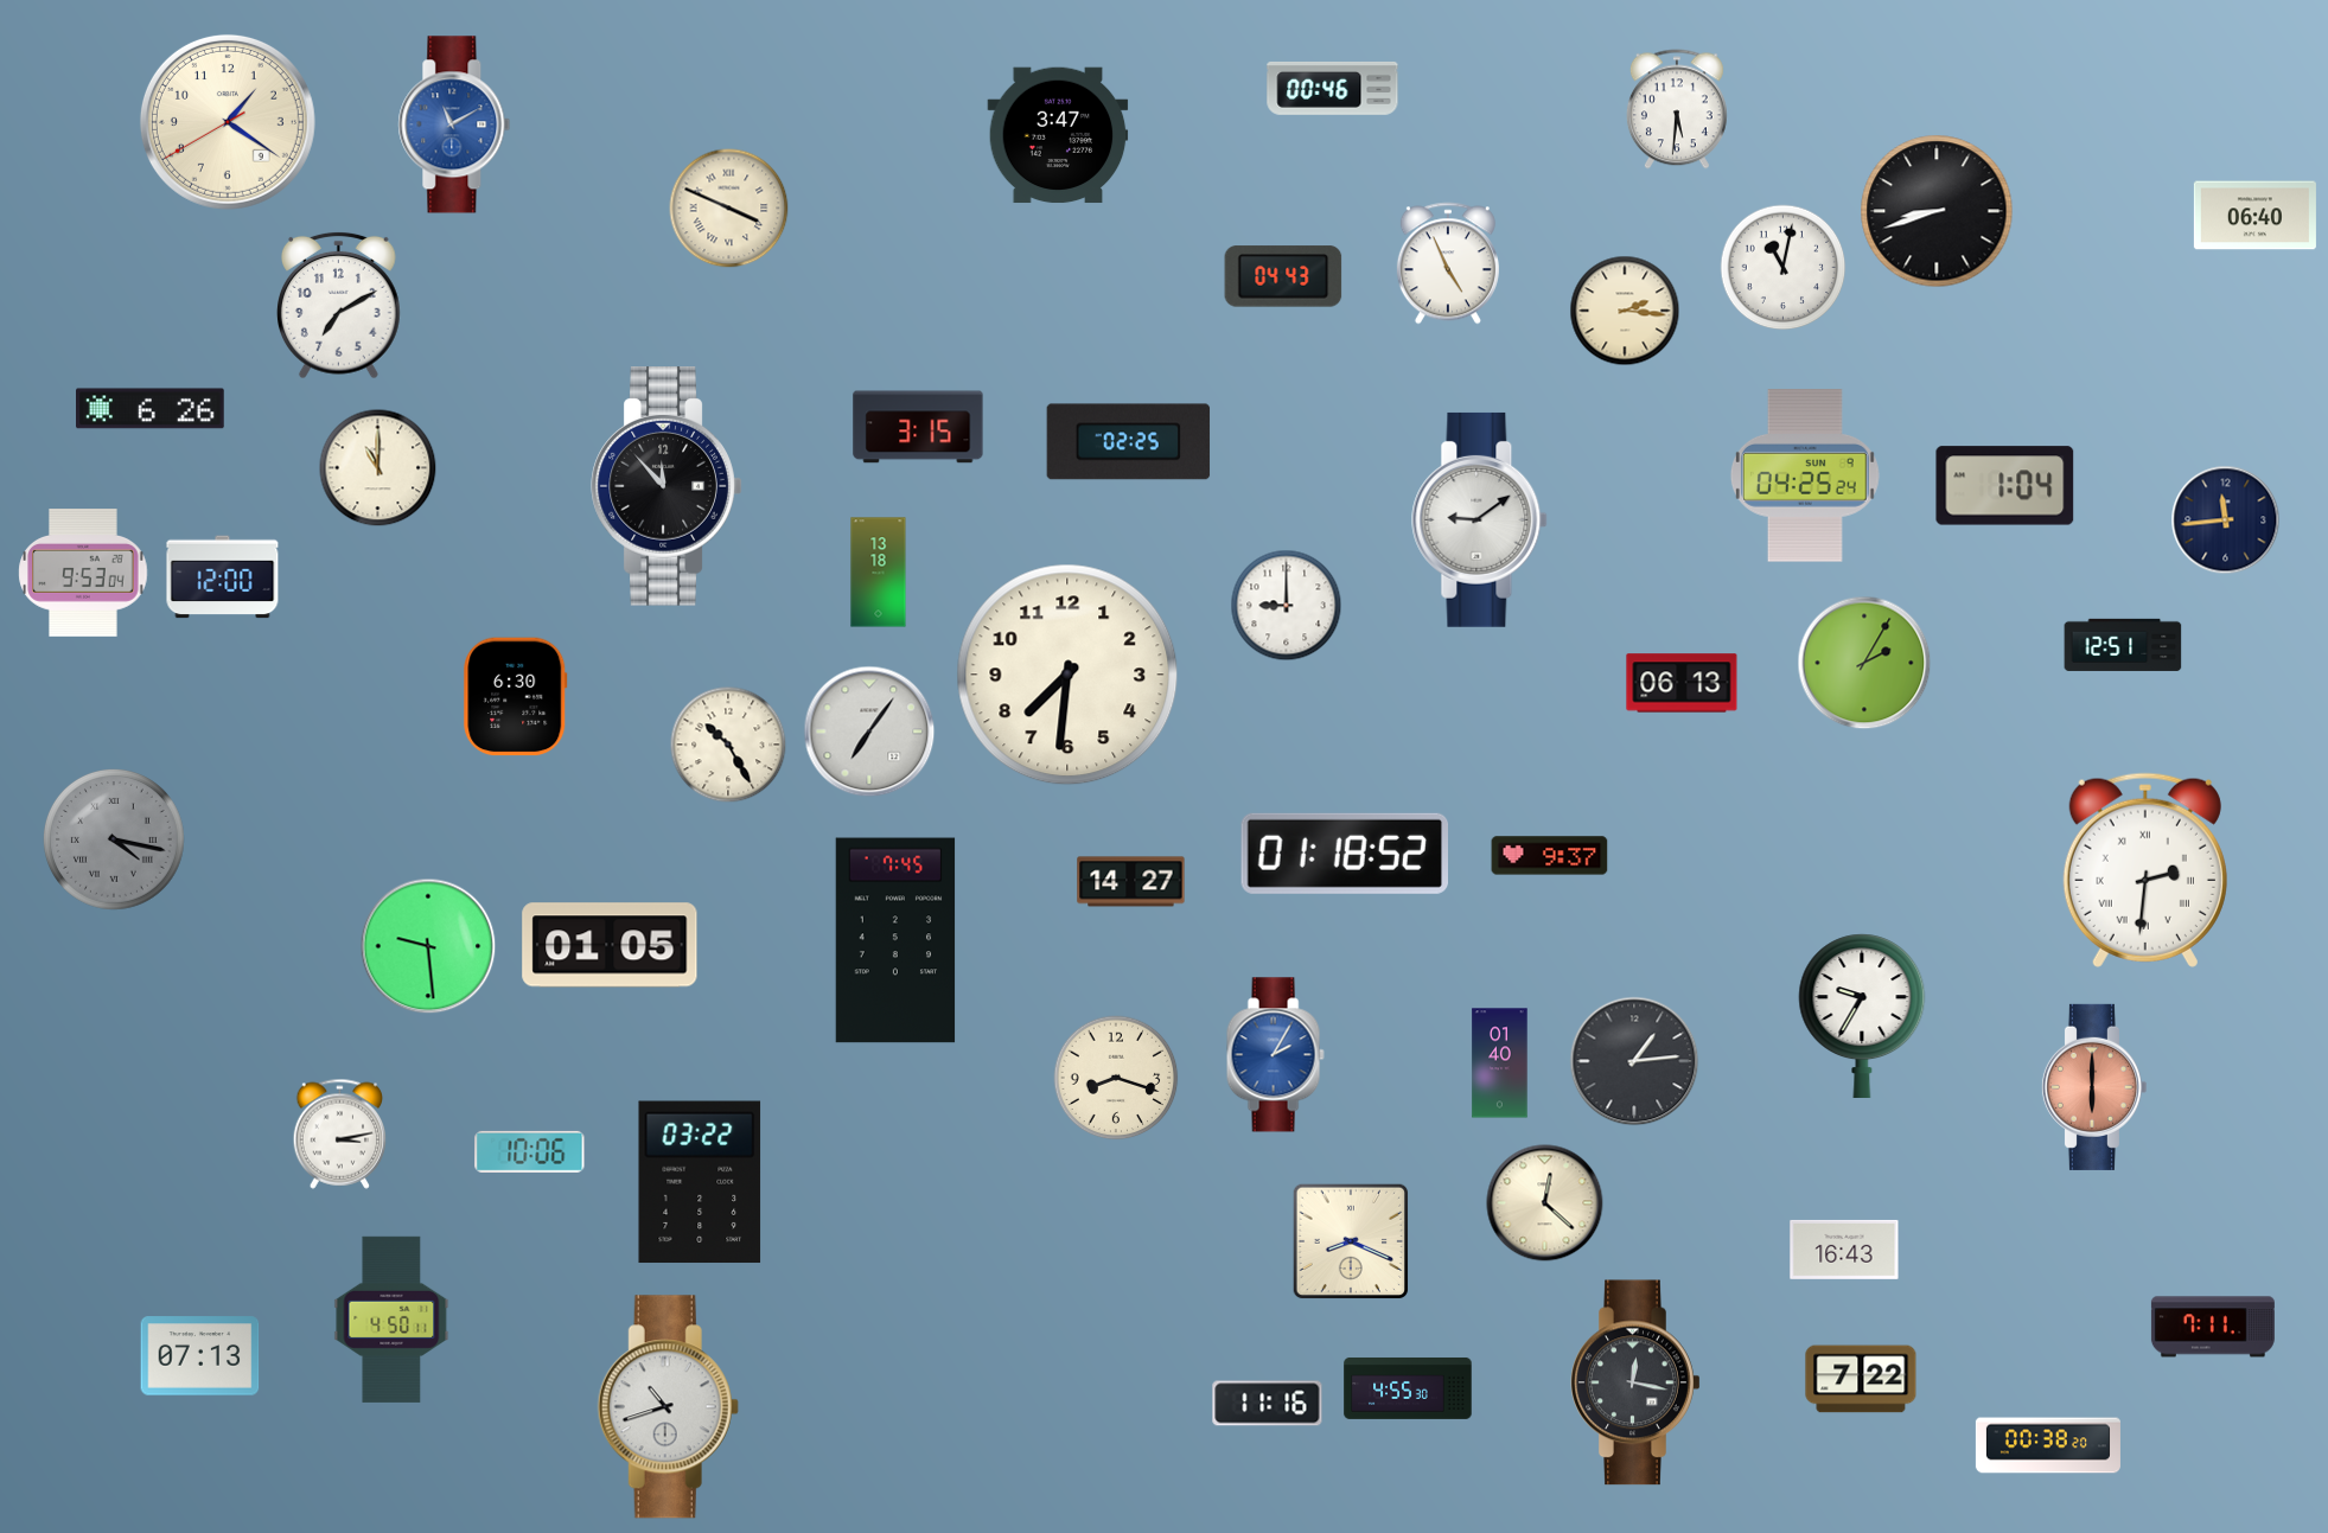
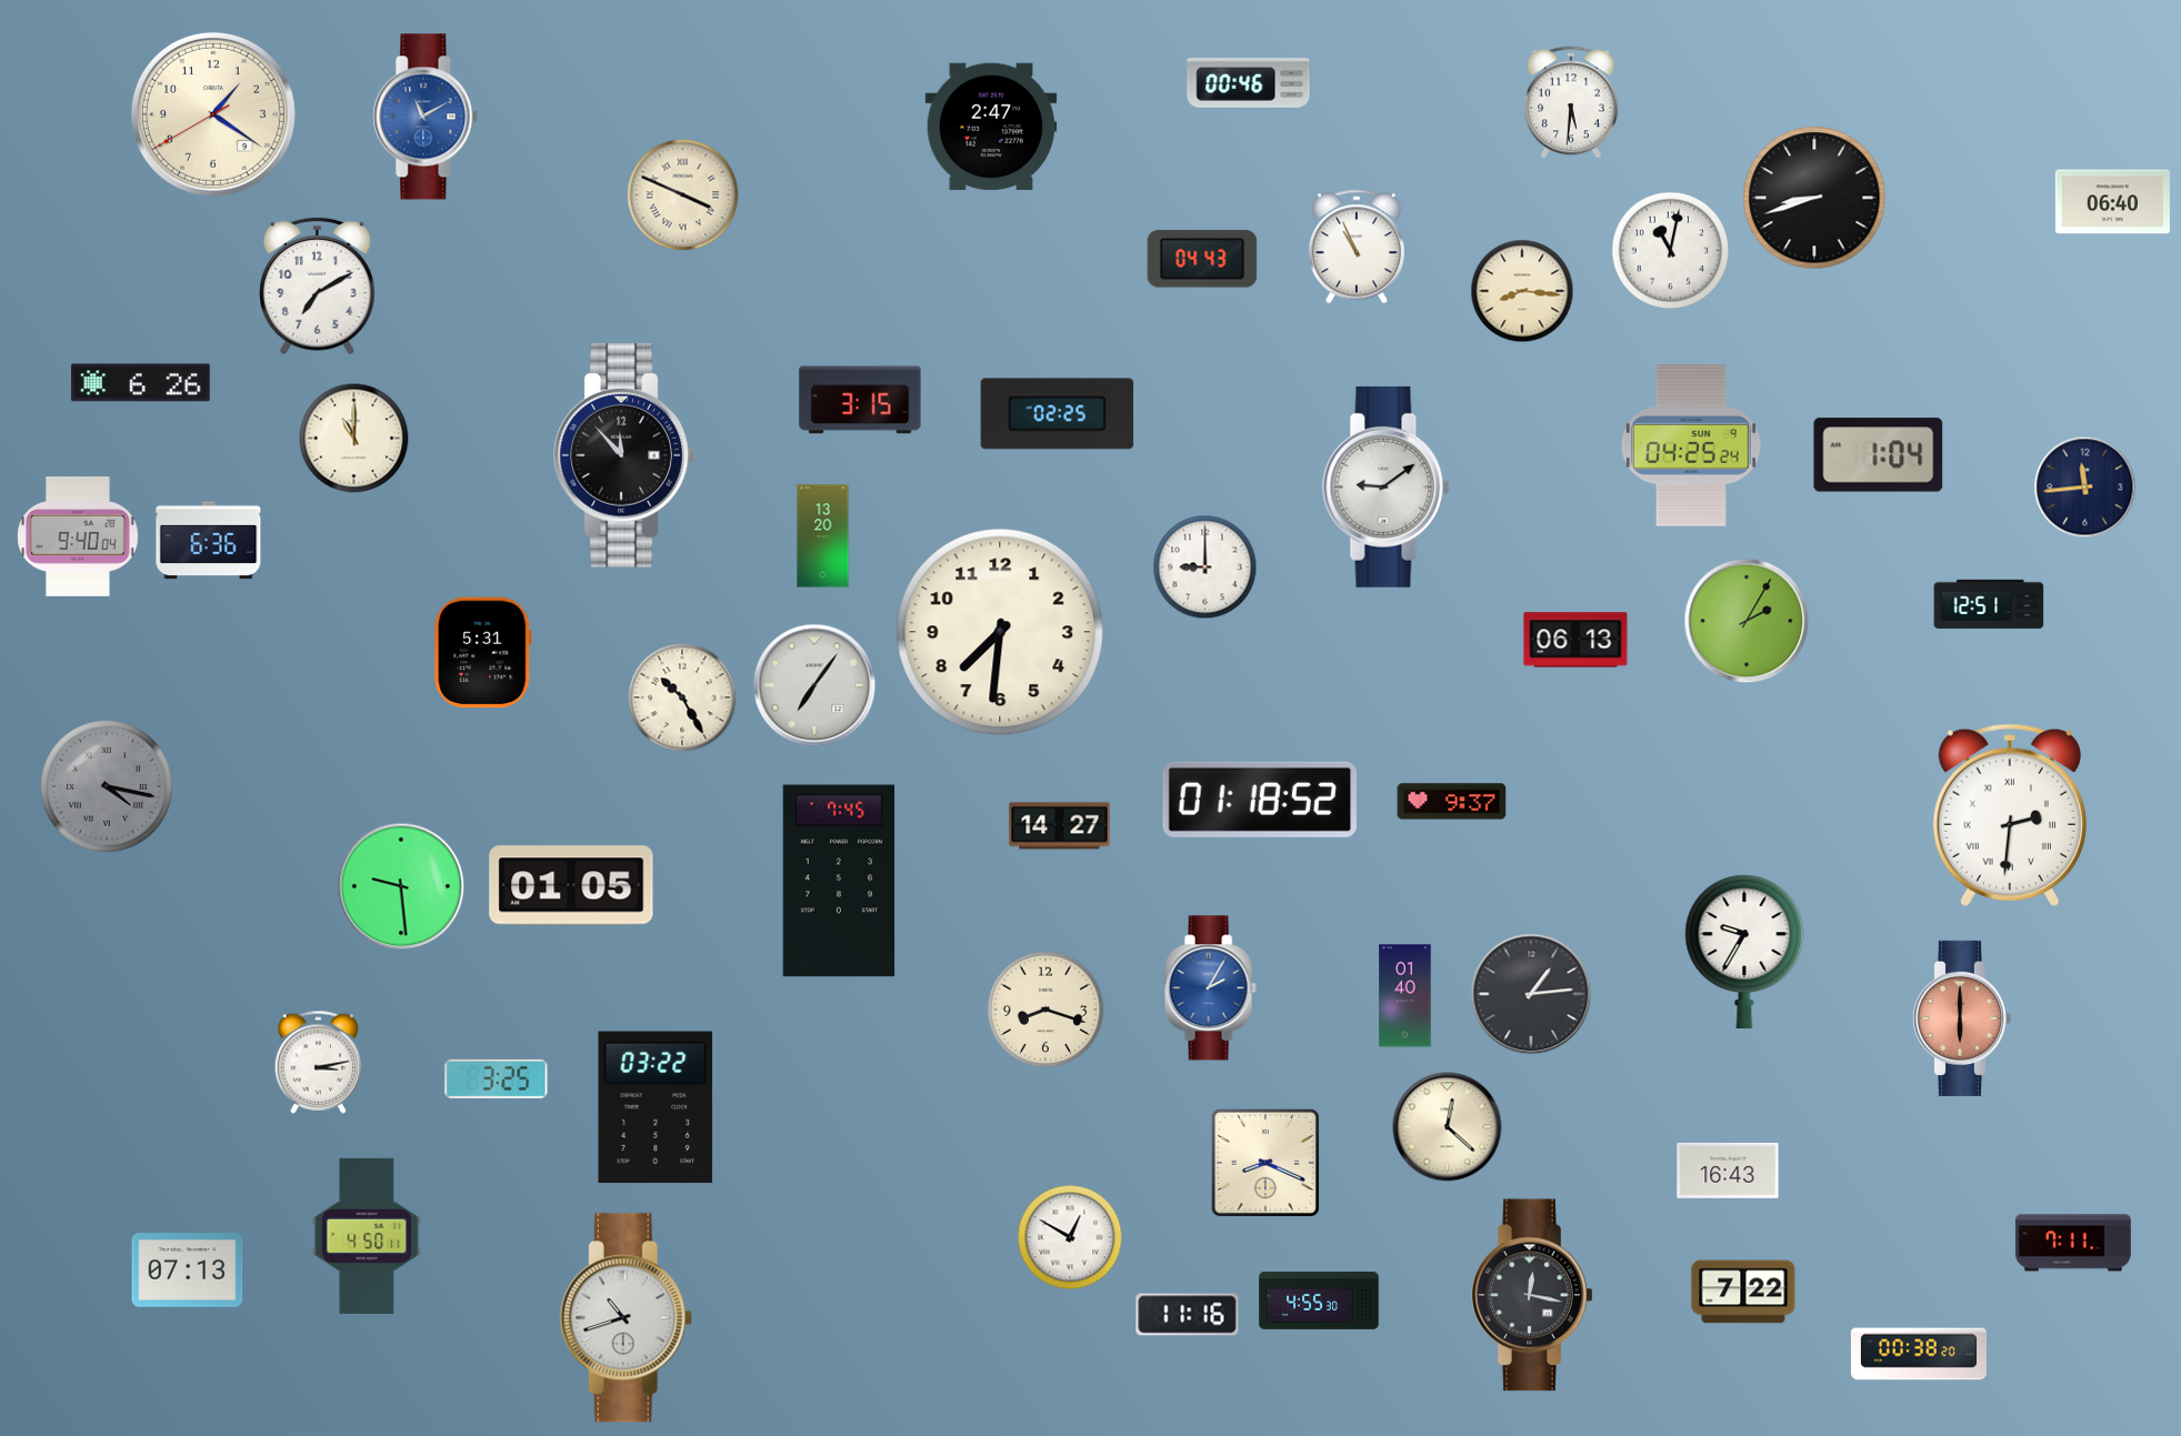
clock at (1058, 135): 3:47 -> 2:47
clock at (1448, 263): 4:56 -> 10:56
clock at (1625, 311): 2:16 -> 8:16
clock at (879, 573): 13:18 -> 13:20
clock at (83, 574): 9:53 -> 9:40
clock at (223, 577): 12:00 -> 6:36
clock at (516, 697): 6:30 -> 5:31
clock at (1275, 1055) position: (1275, 1055) -> (1210, 988)
clock at (530, 1151): 10:06 -> 3:25
clock at (1070, 1237): none -> 12:50
